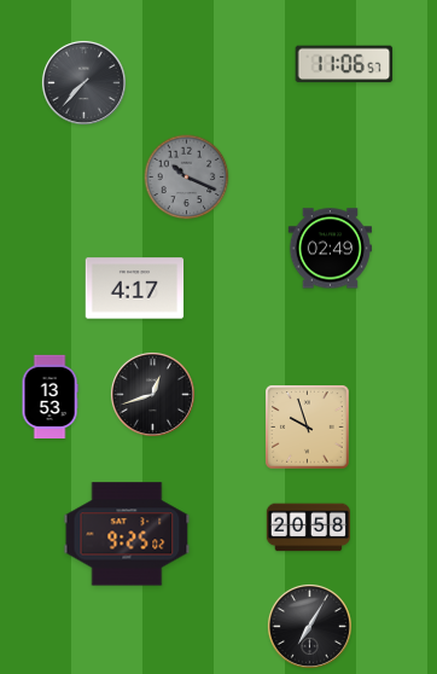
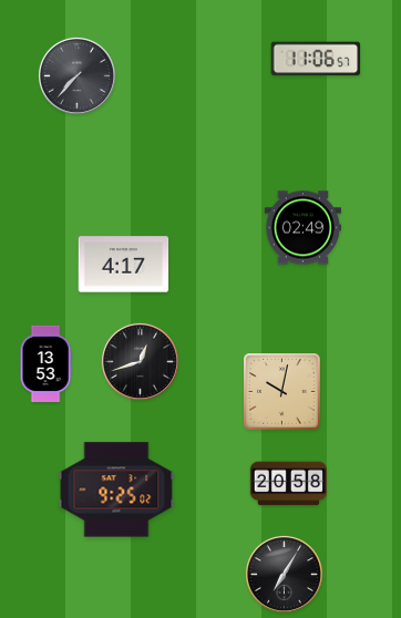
clock at (187, 178): 10:19 -> none
clock at (308, 428): 9:57 -> 10:02
clock at (308, 528) position: (308, 528) -> (288, 484)
